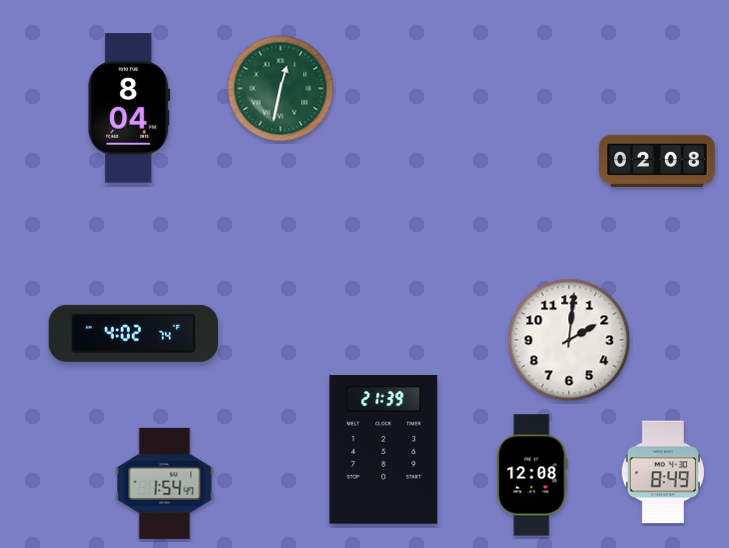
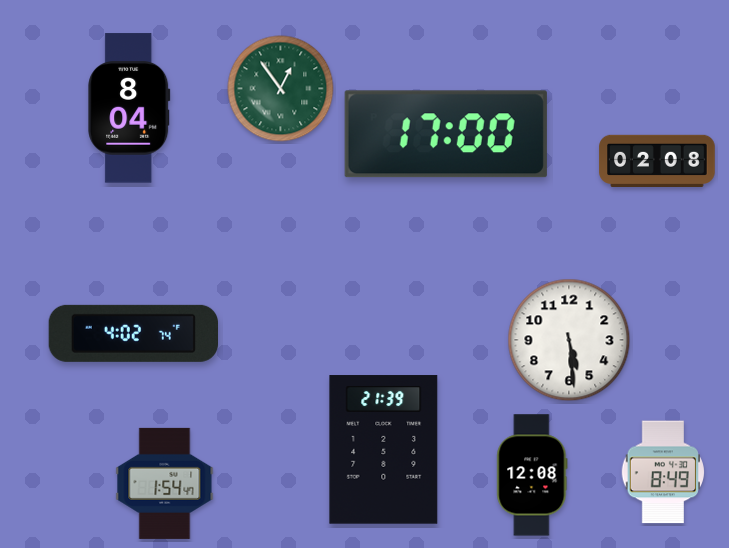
clock at (281, 89): 12:32 -> 12:54
clock at (446, 134): none -> 17:00
clock at (569, 340): 2:01 -> 5:29
